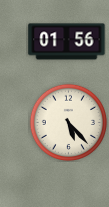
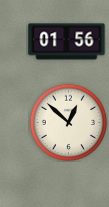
clock at (68, 122): 5:23 -> 12:52
